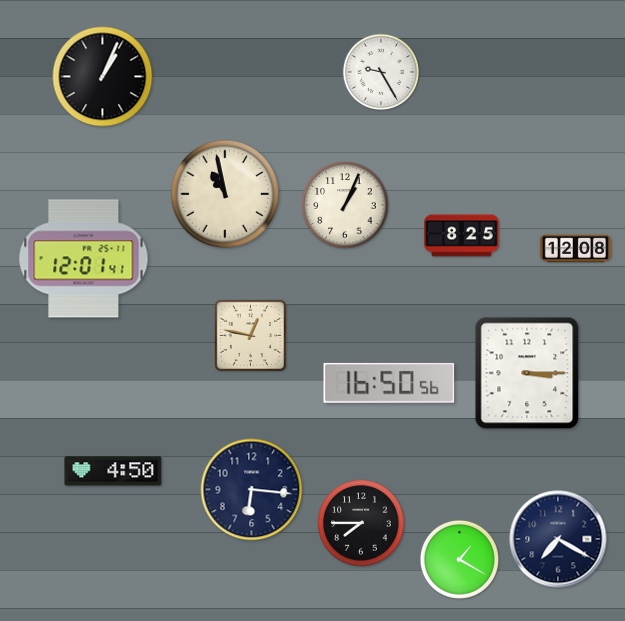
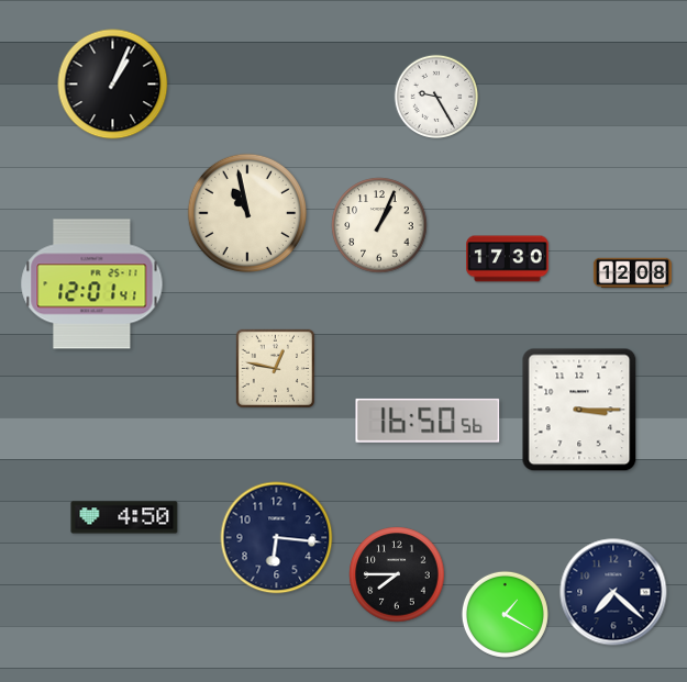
clock at (381, 72) position: (381, 72) -> (436, 97)
clock at (462, 236): 8:25 -> 17:30
clock at (558, 539): 7:20 -> 7:22
